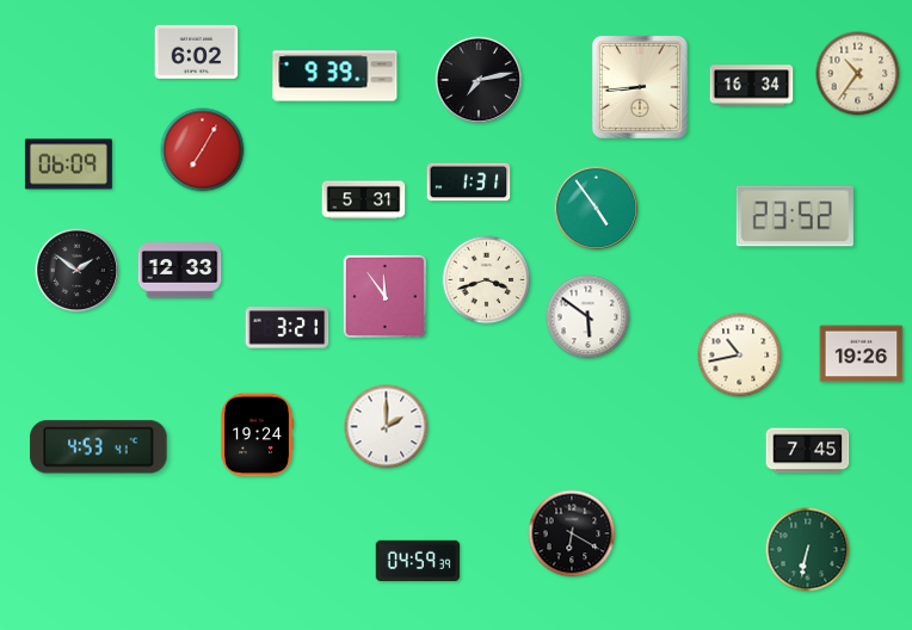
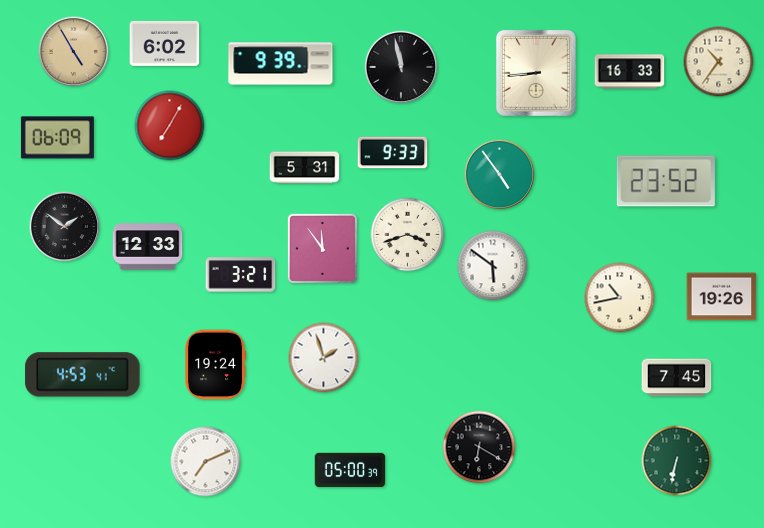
clock at (74, 52): none -> 4:55
clock at (477, 79): 7:13 -> 11:58
clock at (752, 86): 16:34 -> 16:33
clock at (469, 183): 1:31 -> 9:33
clock at (180, 271) position: (180, 271) -> (148, 247)
clock at (387, 427): 2:00 -> 1:57
clock at (206, 462): none -> 7:11
clock at (418, 561): 04:59 -> 05:00
